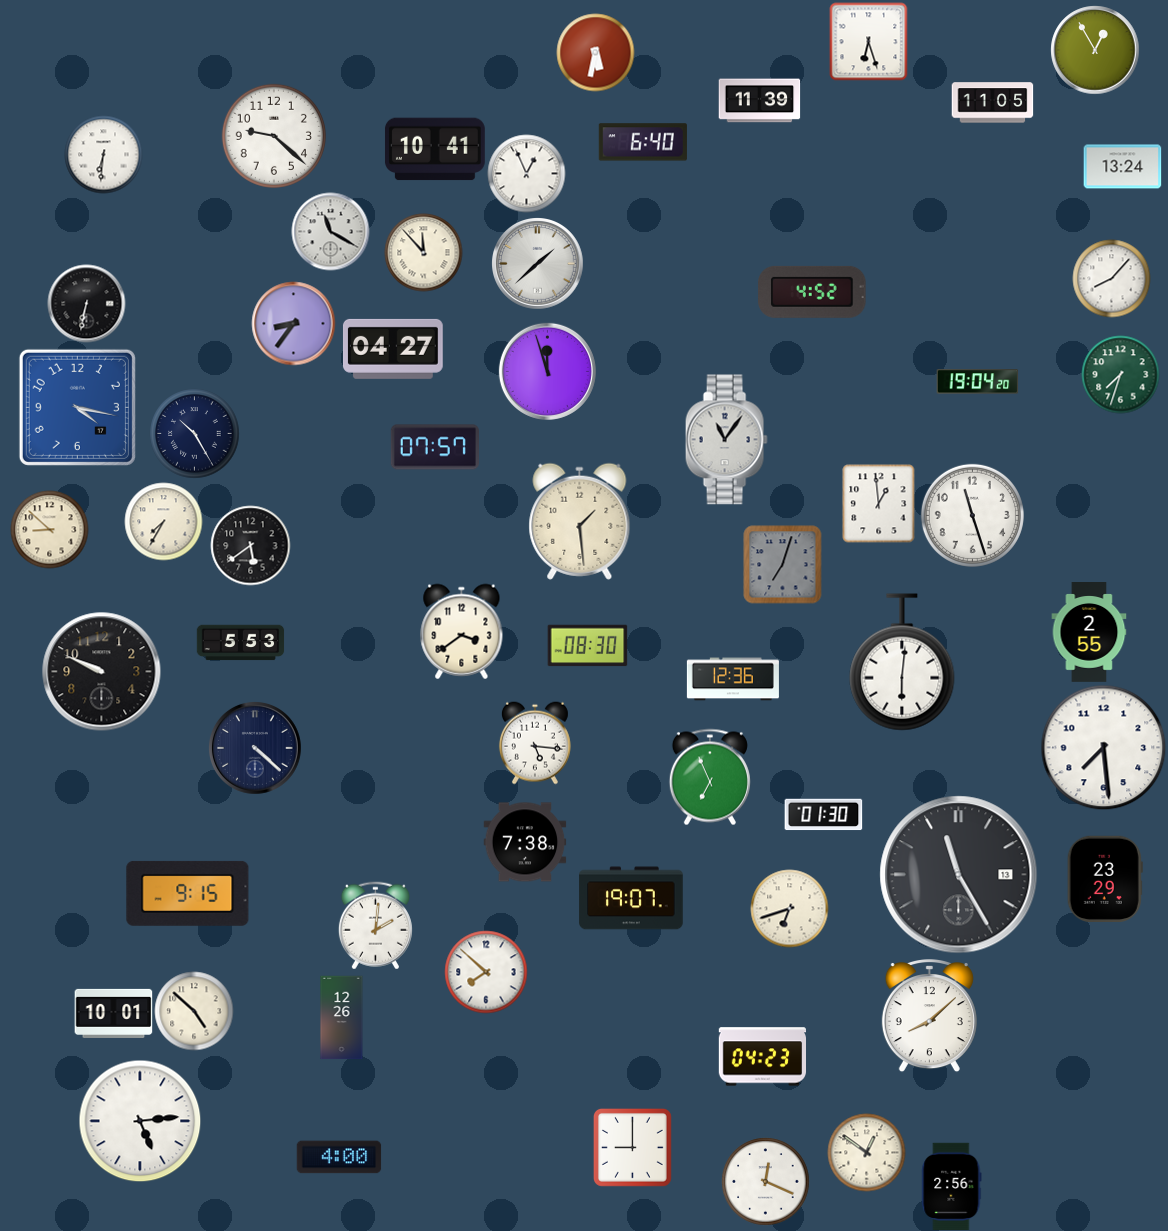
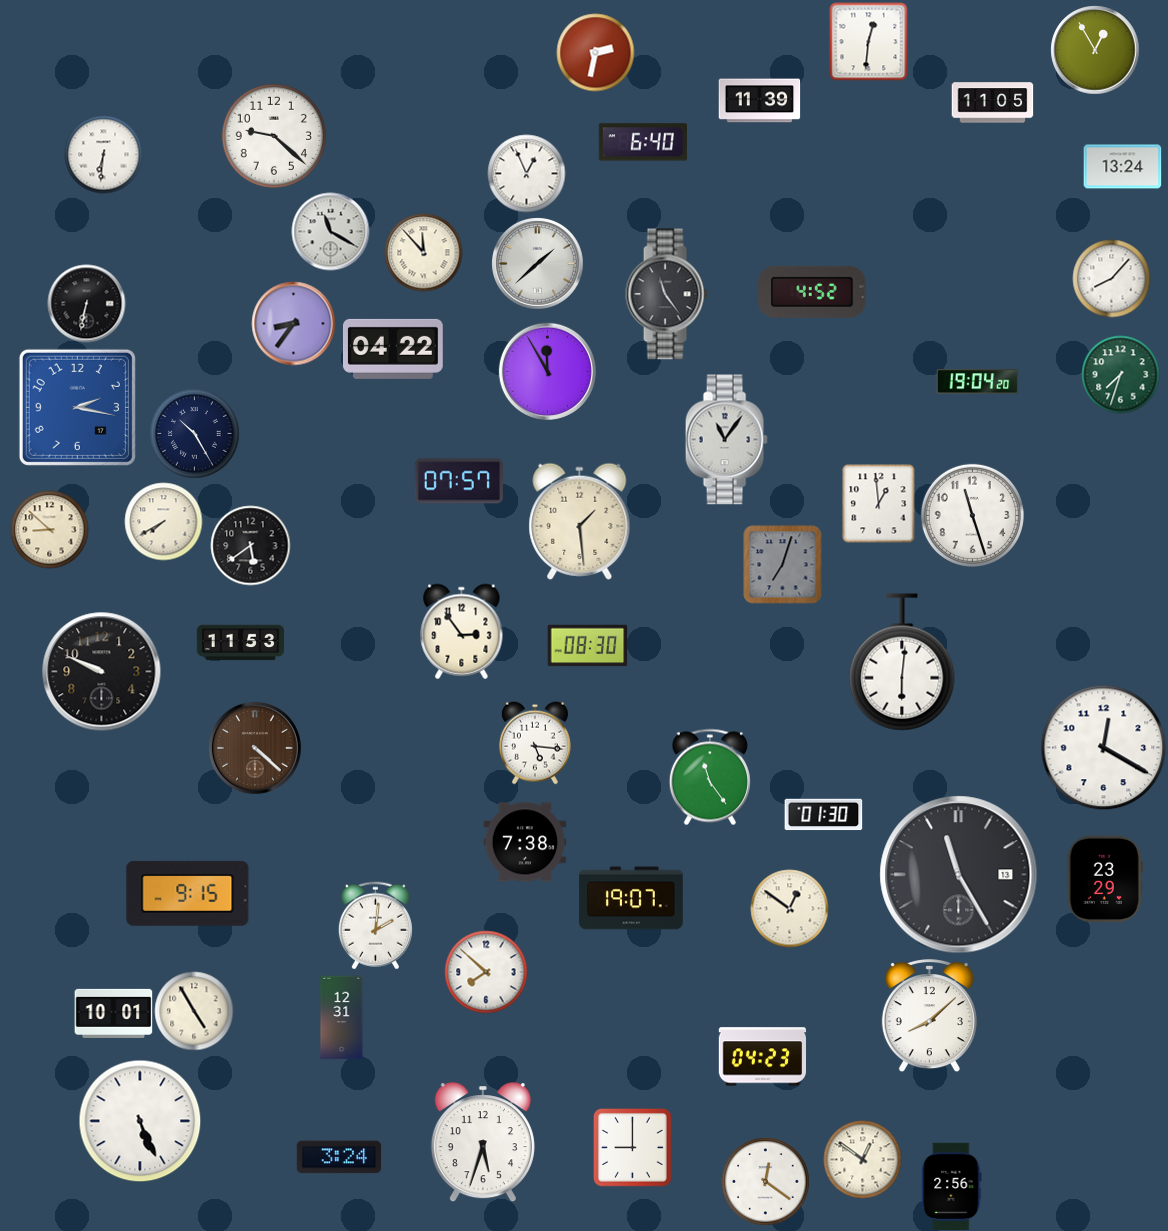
clock at (868, 41): 6:27 -> 12:31
clock at (595, 52): 5:32 -> 2:32
clock at (435, 149): 10:41 -> none
clock at (667, 294): none -> 11:24
clock at (393, 349): 04:27 -> 04:22
clock at (547, 371): 11:57 -> 11:55
clock at (77, 407): 4:17 -> 2:17
clock at (435, 447) position: (435, 447) -> (459, 481)
clock at (163, 521): 7:35 -> 7:40
clock at (462, 631): 3:39 -> 2:54
clock at (1089, 632): 2:55 -> none
clock at (240, 643): 5:53 -> 11:53
clock at (733, 679): 12:36 -> none
clock at (1103, 747): 7:29 -> 12:20
clock at (255, 748) dial: navy -> brown
clock at (710, 777): 6:56 -> 11:24
clock at (789, 908): 6:42 -> 12:51
clock at (194, 1011): 4:52 -> 4:55
clock at (342, 1017): 12:26 -> 12:31
clock at (140, 1121): 5:14 -> 5:26
clock at (483, 1142): none -> 5:33
clock at (866, 1152) position: (866, 1152) -> (862, 1159)
clock at (339, 1157): 4:00 -> 3:24
clock at (765, 1181): 12:19 -> 12:21
